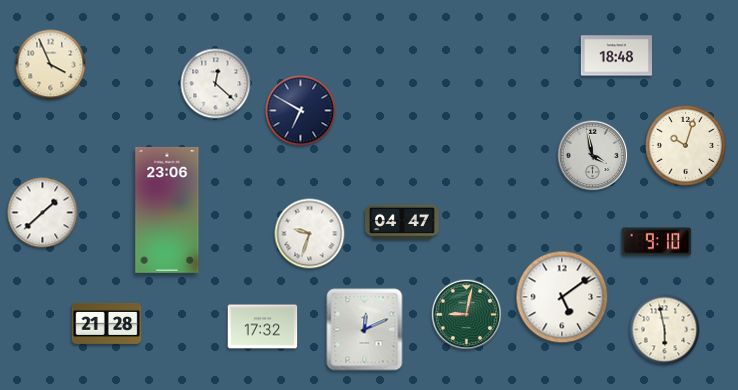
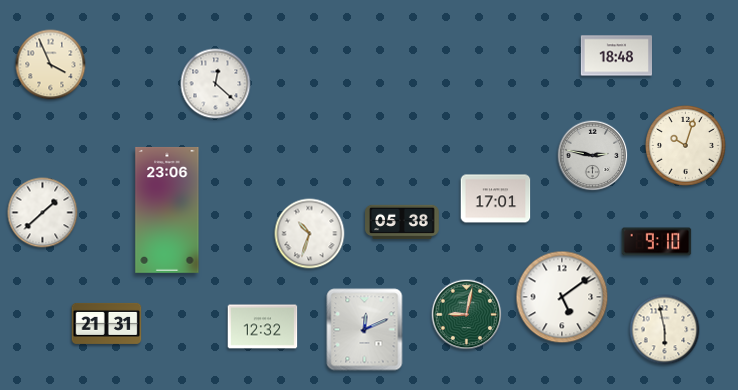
clock at (301, 111): 6:50 -> none
clock at (593, 156): 3:58 -> 2:47
clock at (496, 199): none -> 17:01
clock at (402, 222): 04:47 -> 05:38
clock at (310, 234): 9:33 -> 10:33
clock at (107, 323): 21:28 -> 21:31
clock at (263, 327): 17:32 -> 12:32
